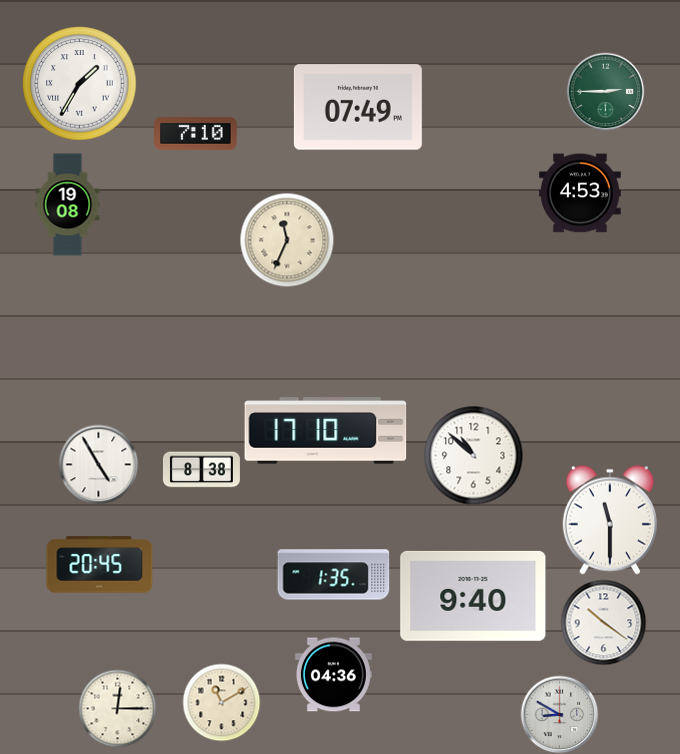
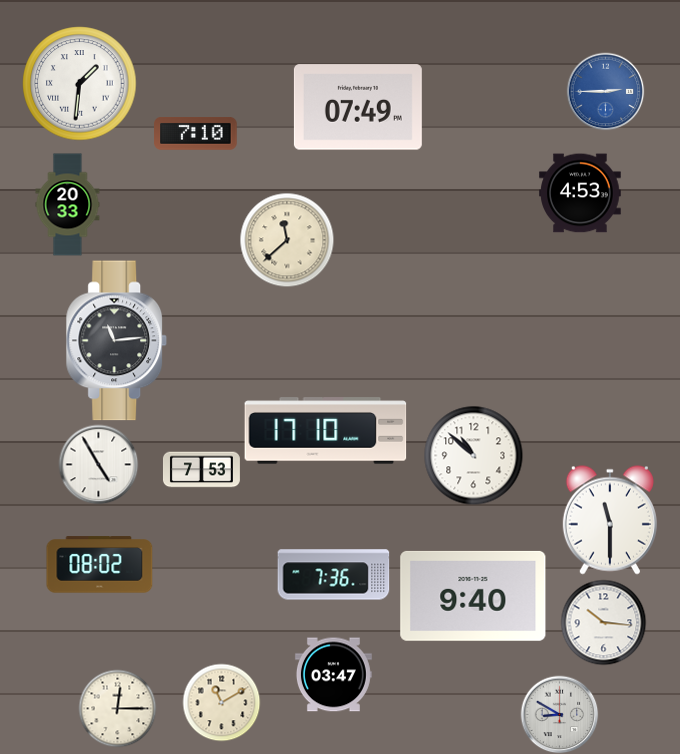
clock at (80, 84): 1:35 -> 1:31
clock at (605, 91) dial: green -> blue
clock at (68, 205): 19:08 -> 20:33
clock at (287, 240): 11:34 -> 11:38
clock at (117, 341): none -> 11:14
clock at (201, 470): 8:38 -> 7:53
clock at (100, 565): 20:45 -> 08:02
clock at (334, 575): 1:35 -> 7:36
clock at (603, 622): 10:21 -> 10:16
clock at (333, 675): 04:36 -> 03:47
